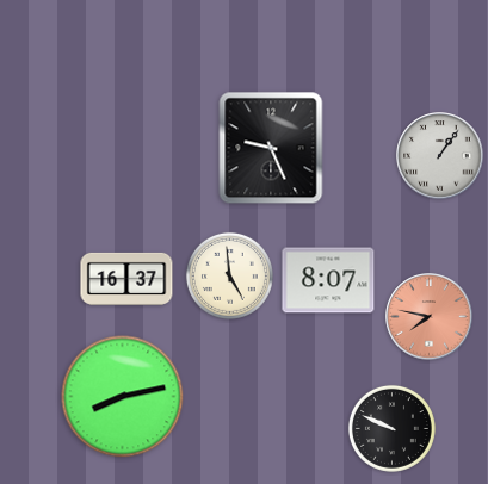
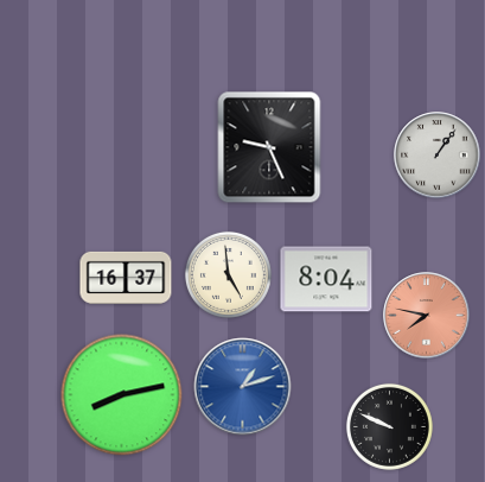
clock at (328, 280): 8:07 -> 8:04
clock at (243, 387): none -> 1:12
